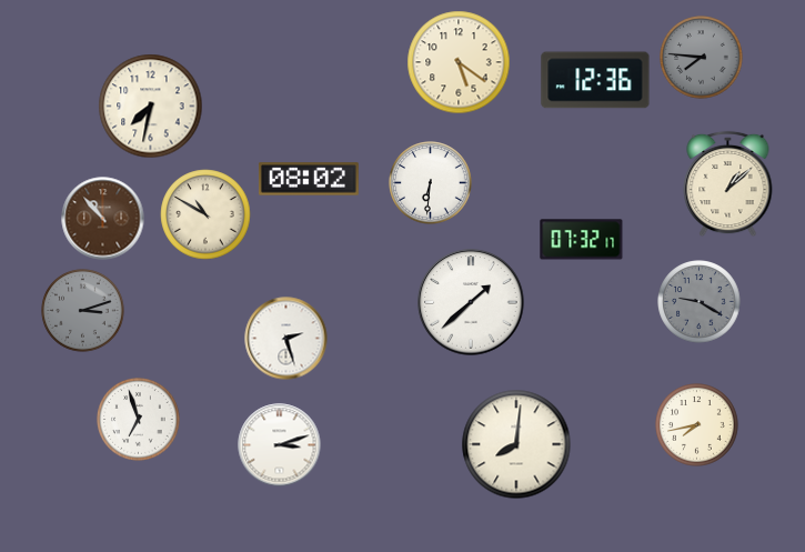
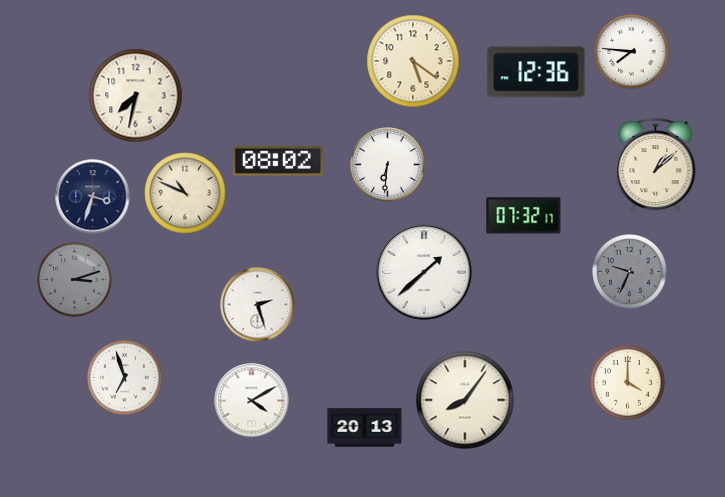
clock at (702, 58) dial: grey -> white
clock at (459, 62) position: (459, 62) -> (413, 61)
clock at (205, 214): 10:50 -> 10:49
clock at (103, 219): 10:53 -> 3:33
clock at (103, 219) dial: brown -> navy
clock at (700, 302): 9:20 -> 9:34
clock at (697, 425): 7:43 -> 4:00
clock at (516, 444): 8:01 -> 8:06
clock at (280, 445): 3:12 -> 4:10
clock at (365, 428): none -> 20:13
